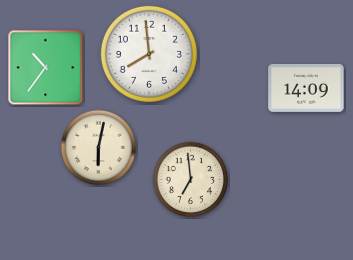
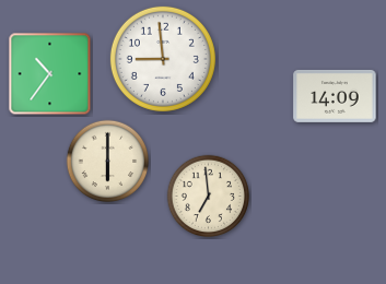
clock at (149, 54): 7:59 -> 8:59
clock at (99, 148): 6:02 -> 6:00
